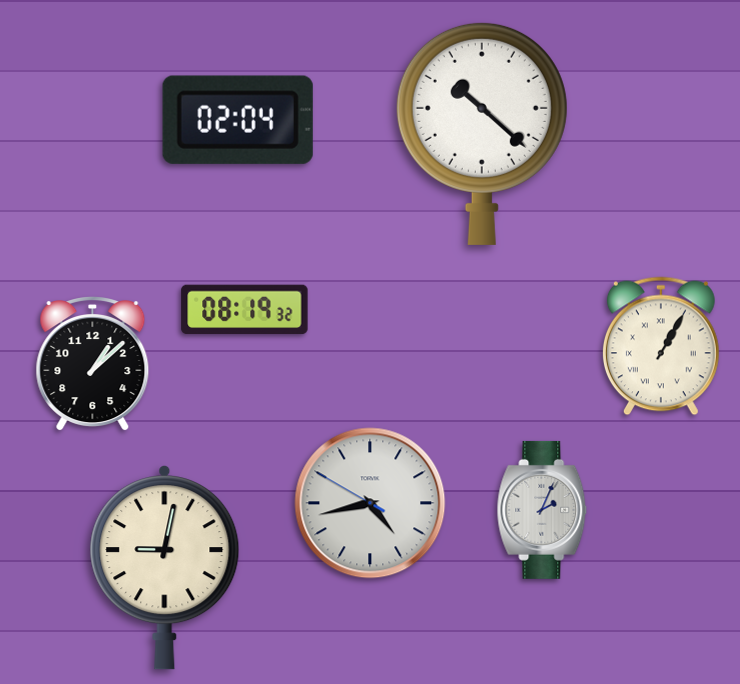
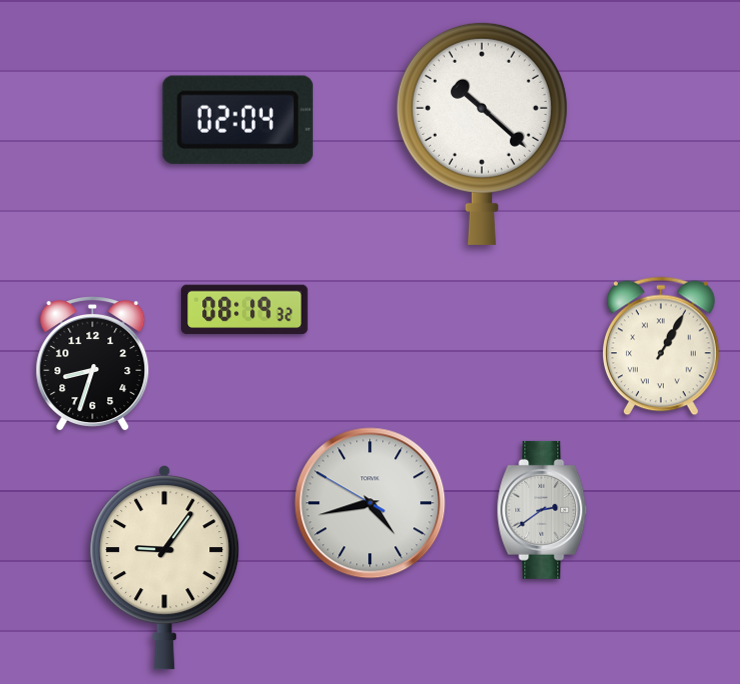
clock at (93, 365): 1:08 -> 8:33
clock at (542, 510): 2:04 -> 2:39
clock at (165, 568): 9:02 -> 9:06
